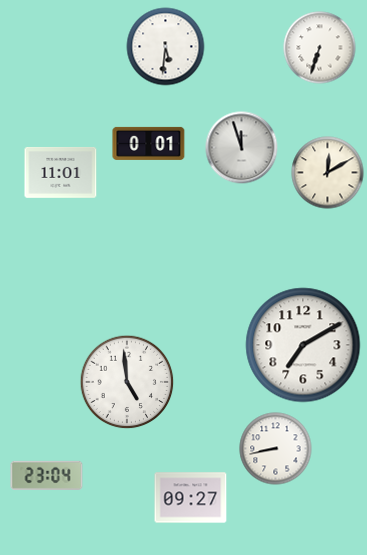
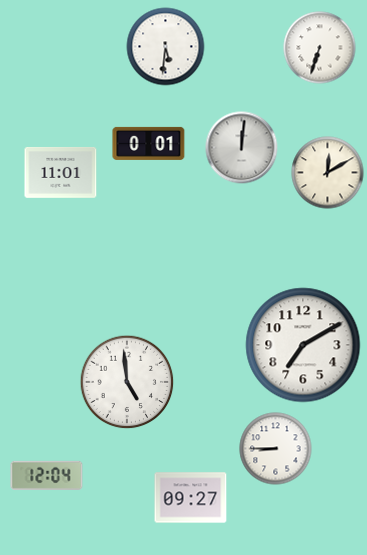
clock at (242, 148): 11:57 -> 12:01
clock at (276, 449): 8:43 -> 8:45
clock at (47, 475): 23:04 -> 12:04
